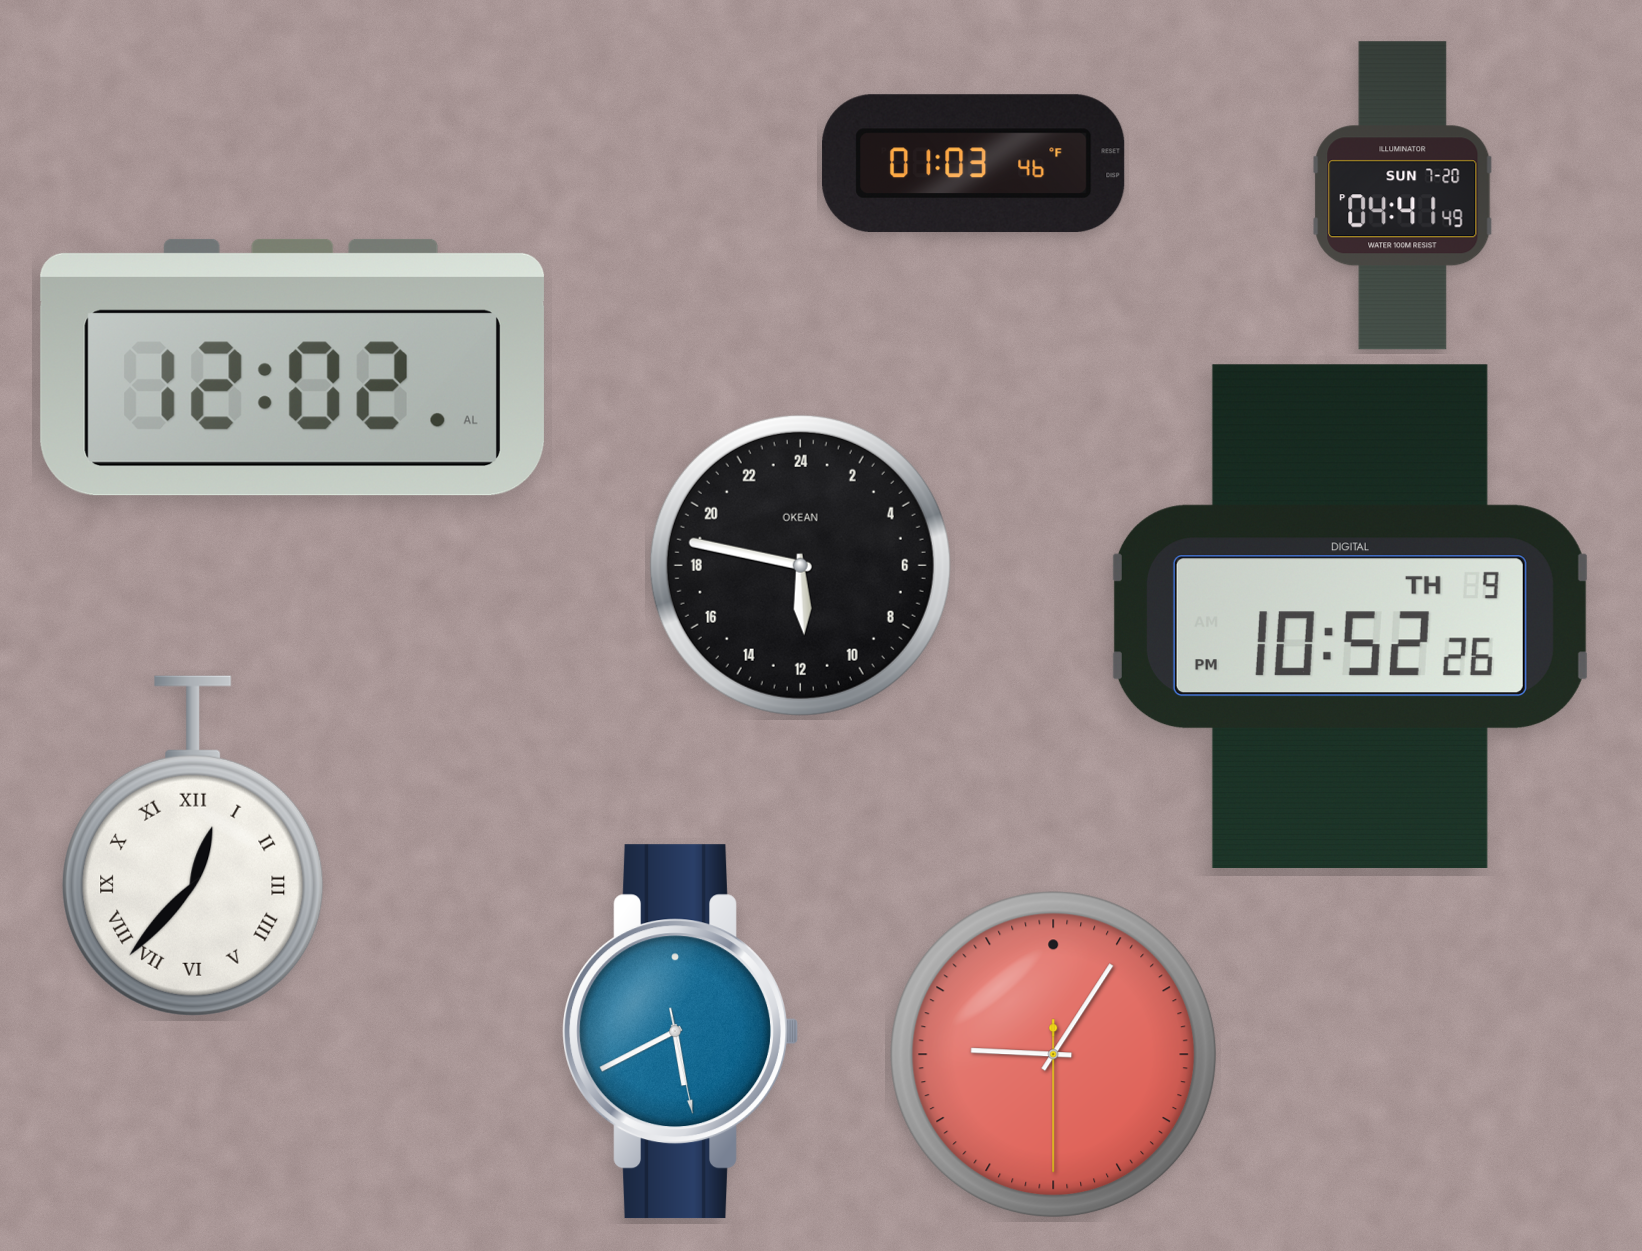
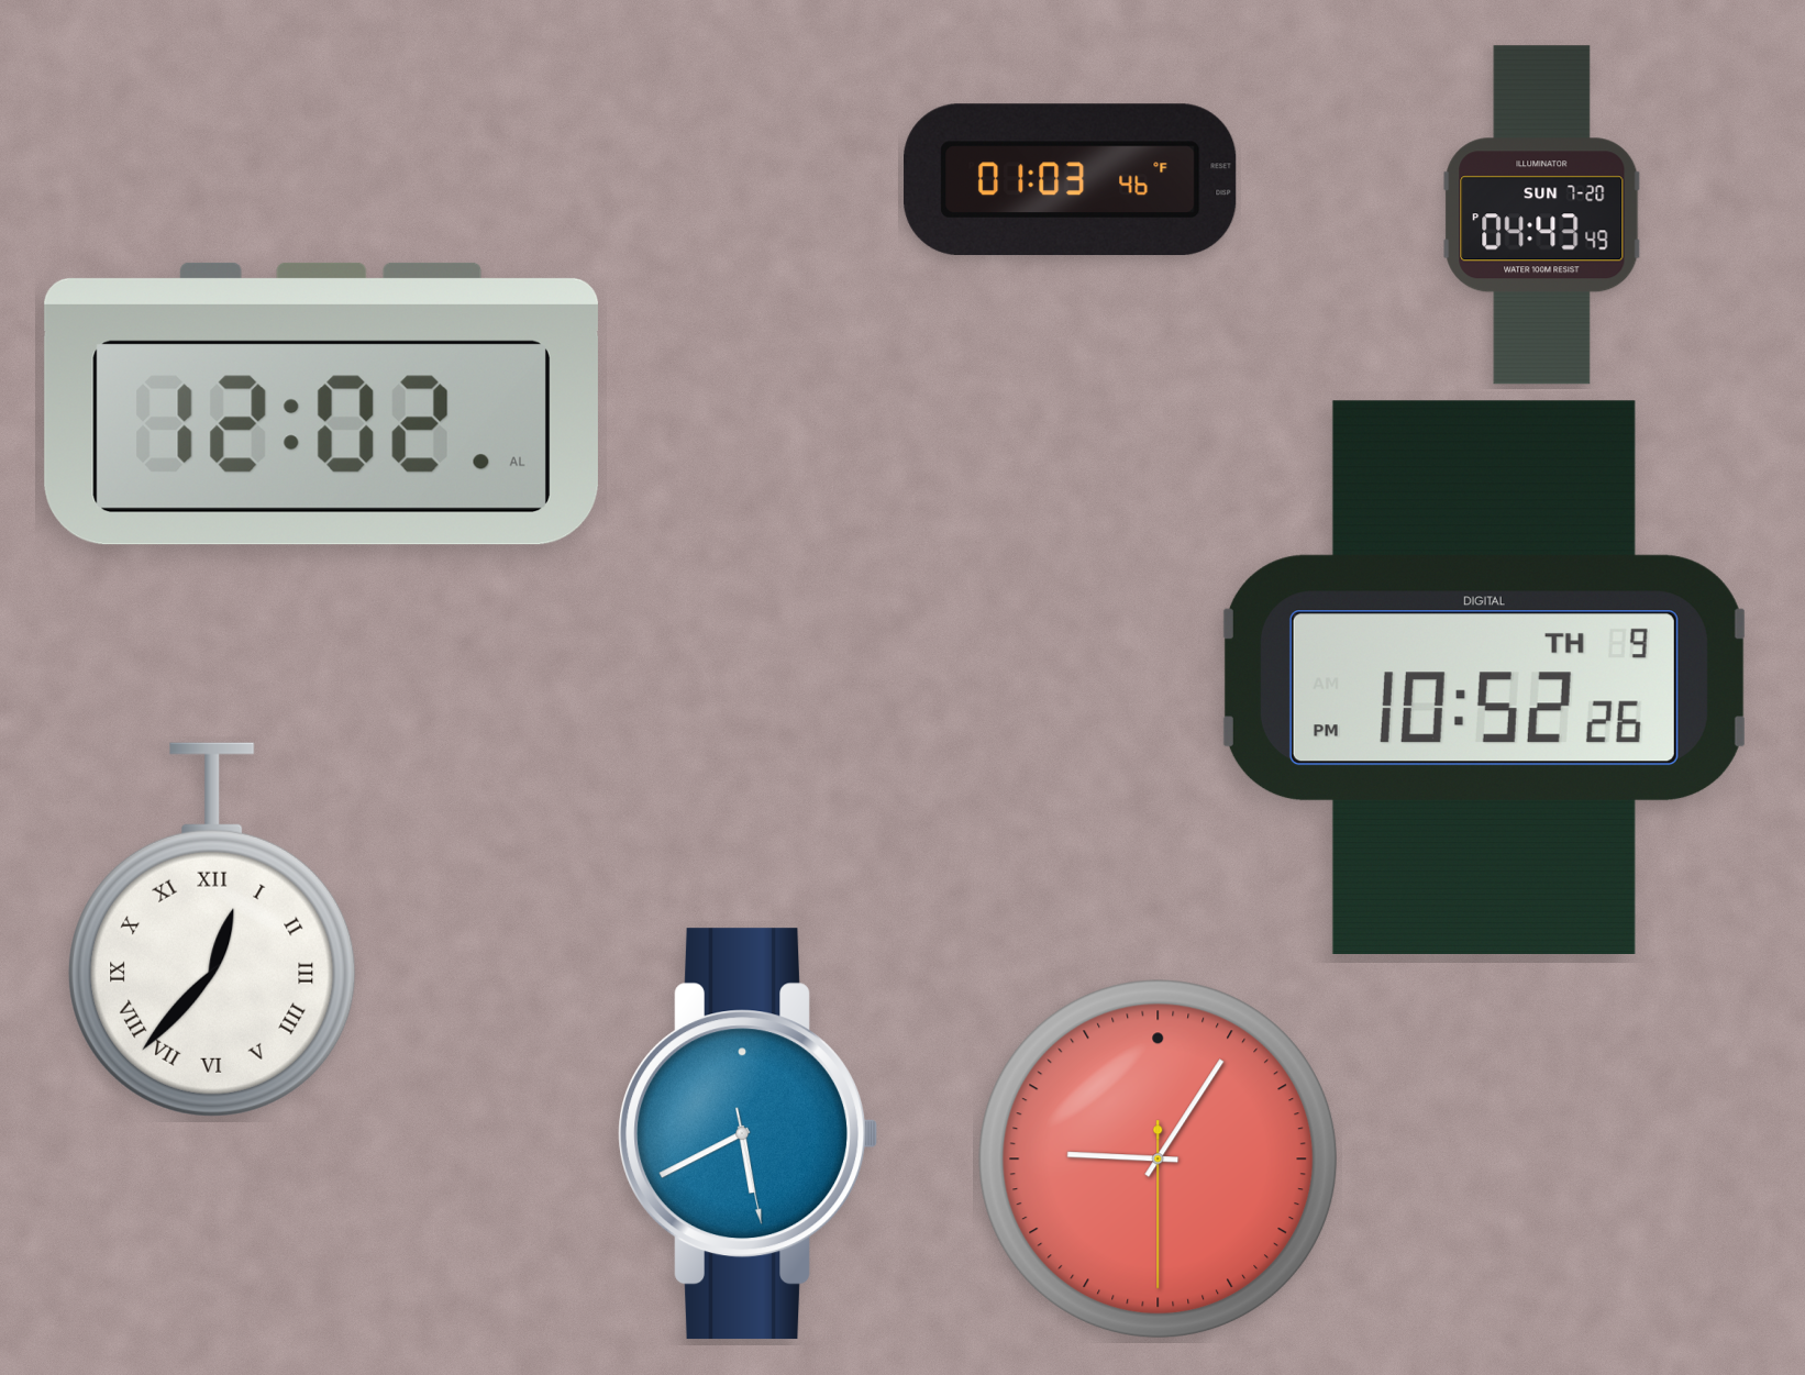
clock at (1403, 196): 04:41 -> 04:43
clock at (800, 565): 11:47 -> none
